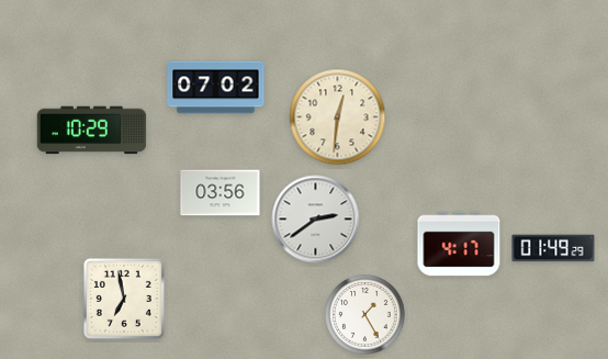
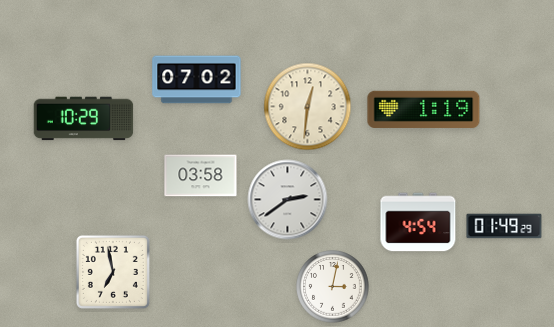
clock at (424, 109): none -> 1:19
clock at (221, 193): 03:56 -> 03:58
clock at (459, 244): 4:17 -> 4:54
clock at (365, 315): 1:25 -> 3:02
